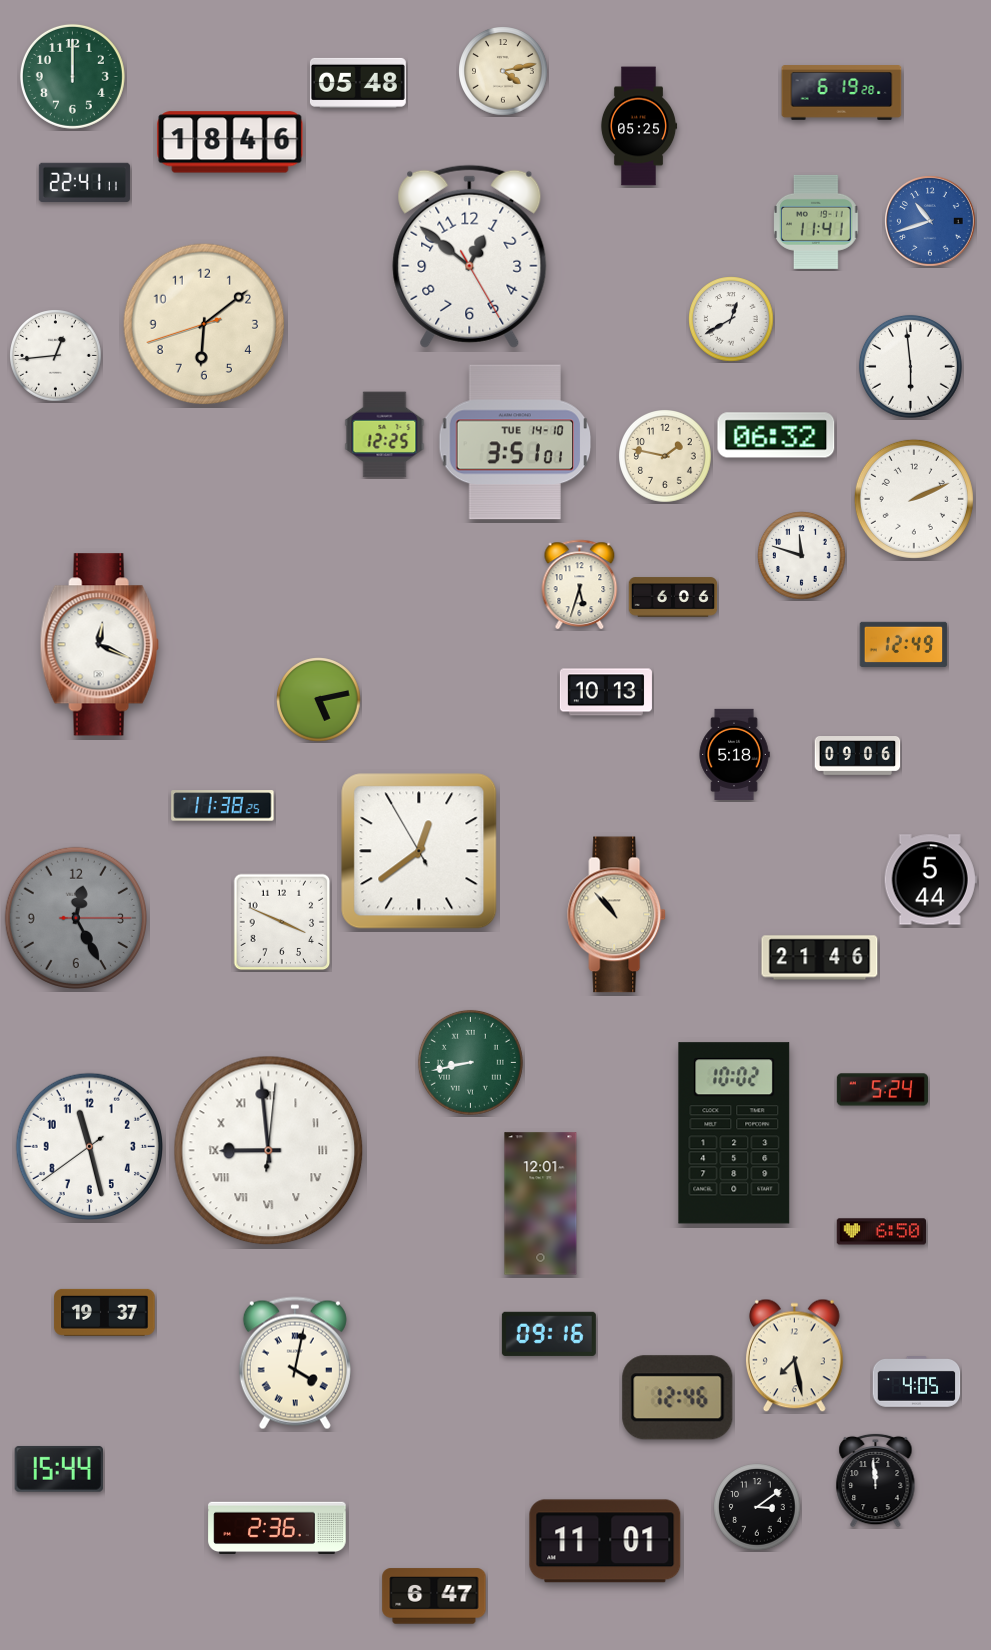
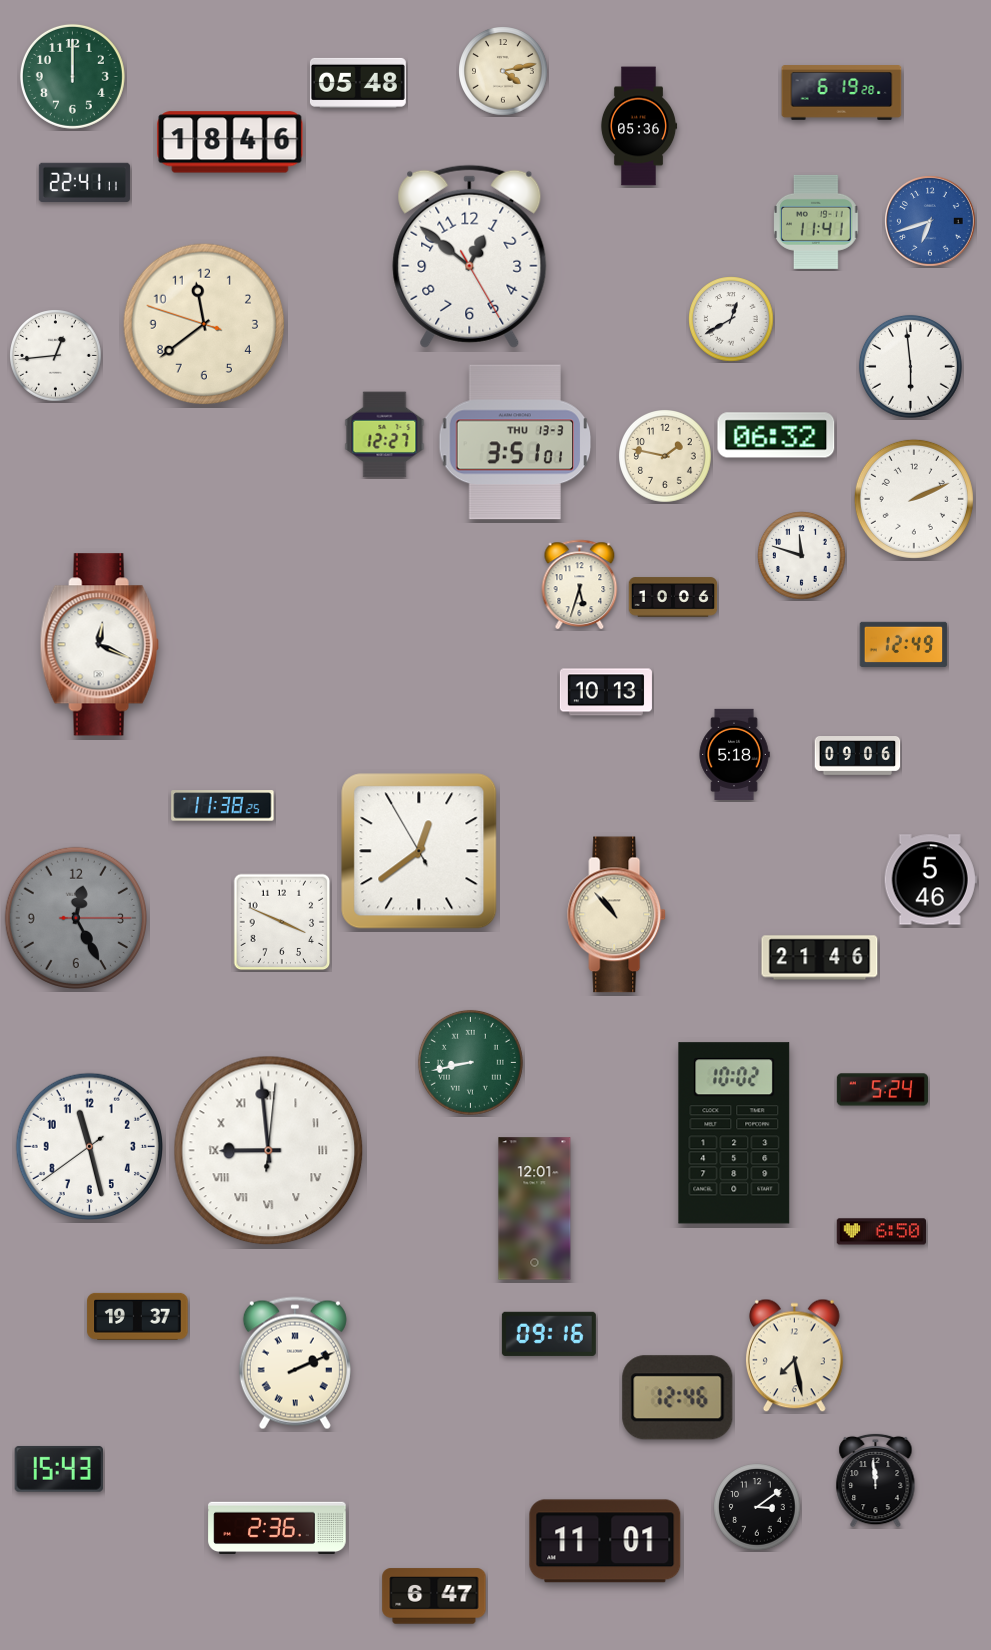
clock at (639, 126): 05:25 -> 05:36
clock at (931, 222): 10:42 -> 6:42
clock at (204, 324): 6:08 -> 11:38
clock at (385, 435): 12:25 -> 12:27
clock at (515, 442) date: TUE 14-10 -> THU 13-3
clock at (673, 597): 6:06 -> 10:06
clock at (319, 700): 5:13 -> none
clock at (930, 880): 5:44 -> 5:46
clock at (541, 1204) position: (541, 1204) -> (535, 1209)
clock at (105, 1312) position: (105, 1312) -> (138, 1316)
clock at (295, 1363): 4:02 -> 2:11
clock at (917, 1382): 4:05 -> none
clock at (59, 1469): 15:44 -> 15:43
